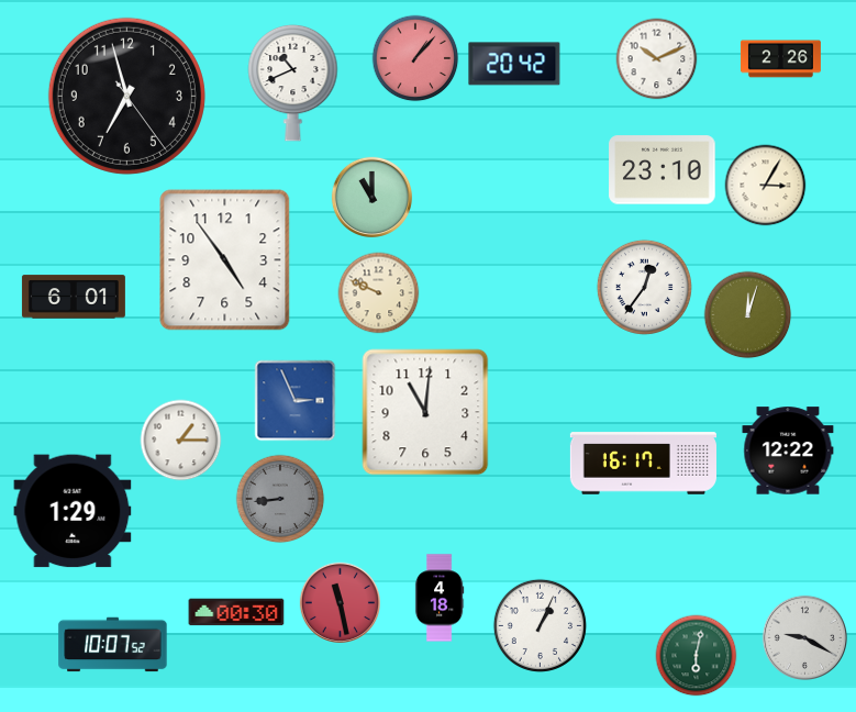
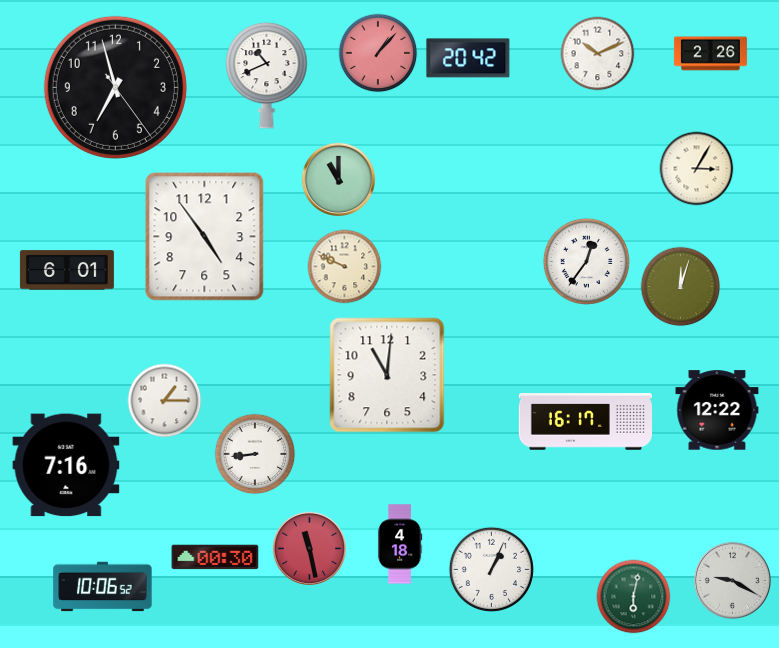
clock at (663, 170): 23:10 -> none
clock at (296, 401): 2:56 -> none
clock at (280, 499) dial: grey -> white
clock at (73, 511): 1:29 -> 7:16
clock at (113, 645): 10:07 -> 10:06
